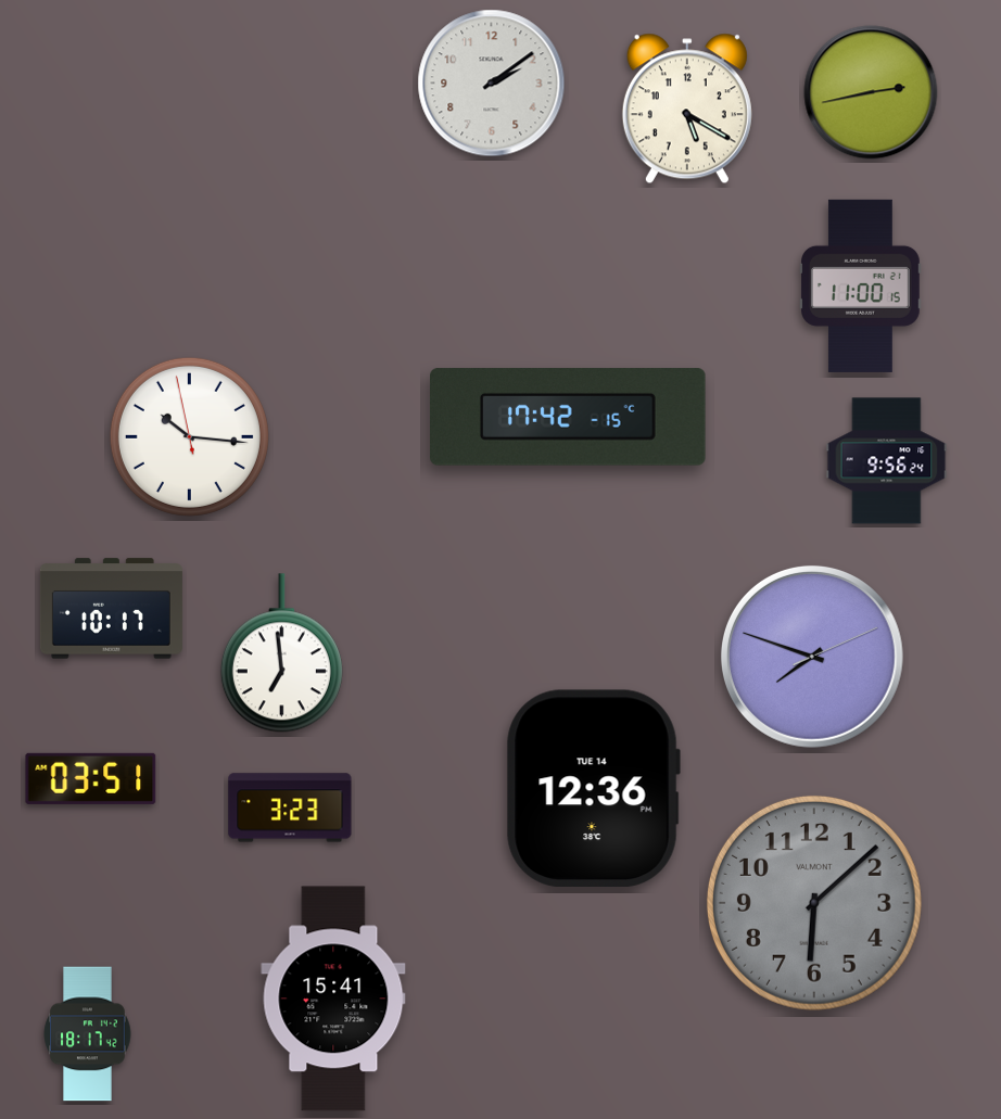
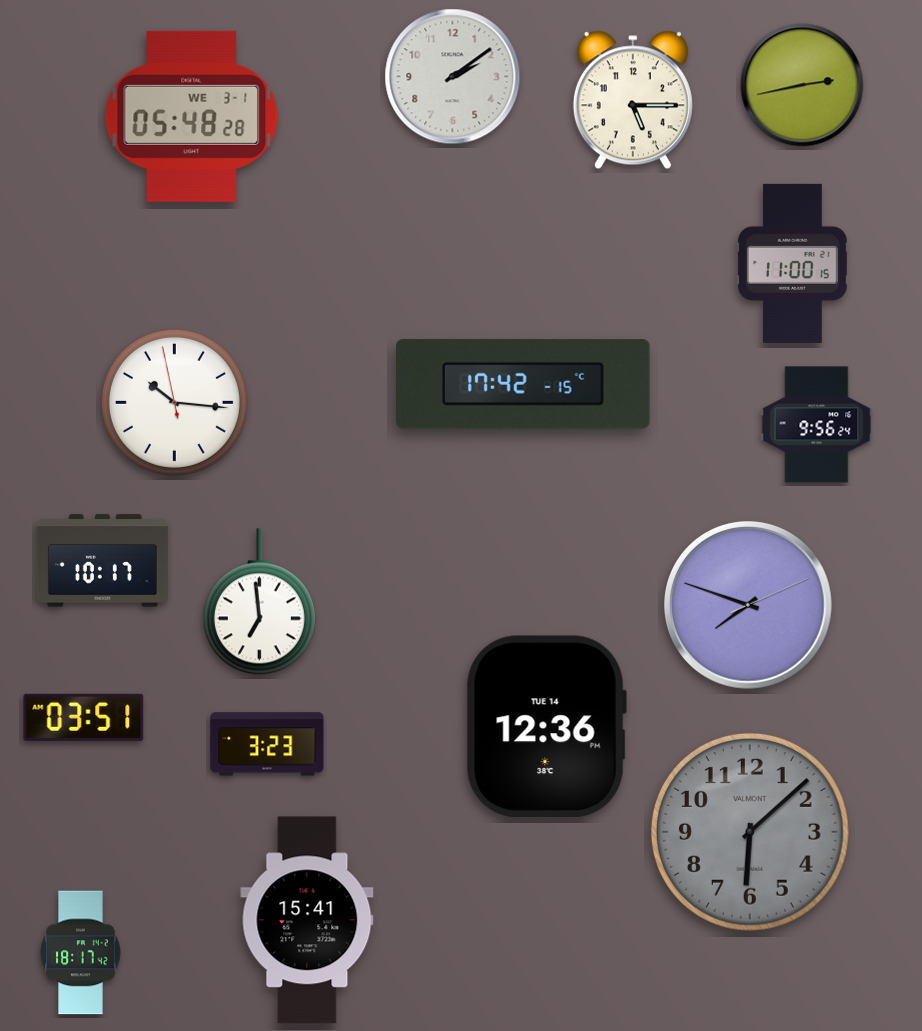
clock at (687, 109): 5:20 -> 5:15
clock at (192, 116): none -> 05:48
